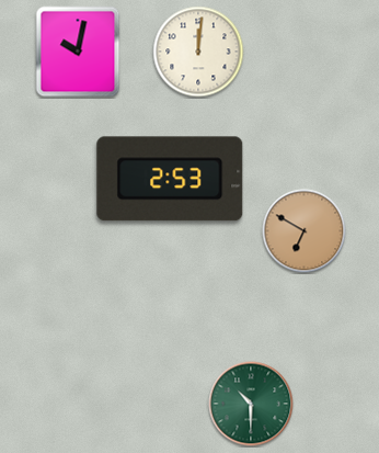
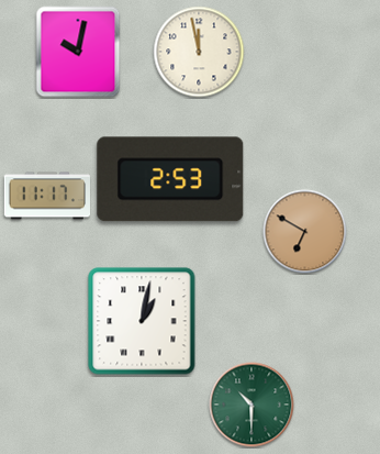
clock at (198, 52): 12:01 -> 11:58
clock at (47, 196): none -> 11:17
clock at (142, 321): none -> 1:02
